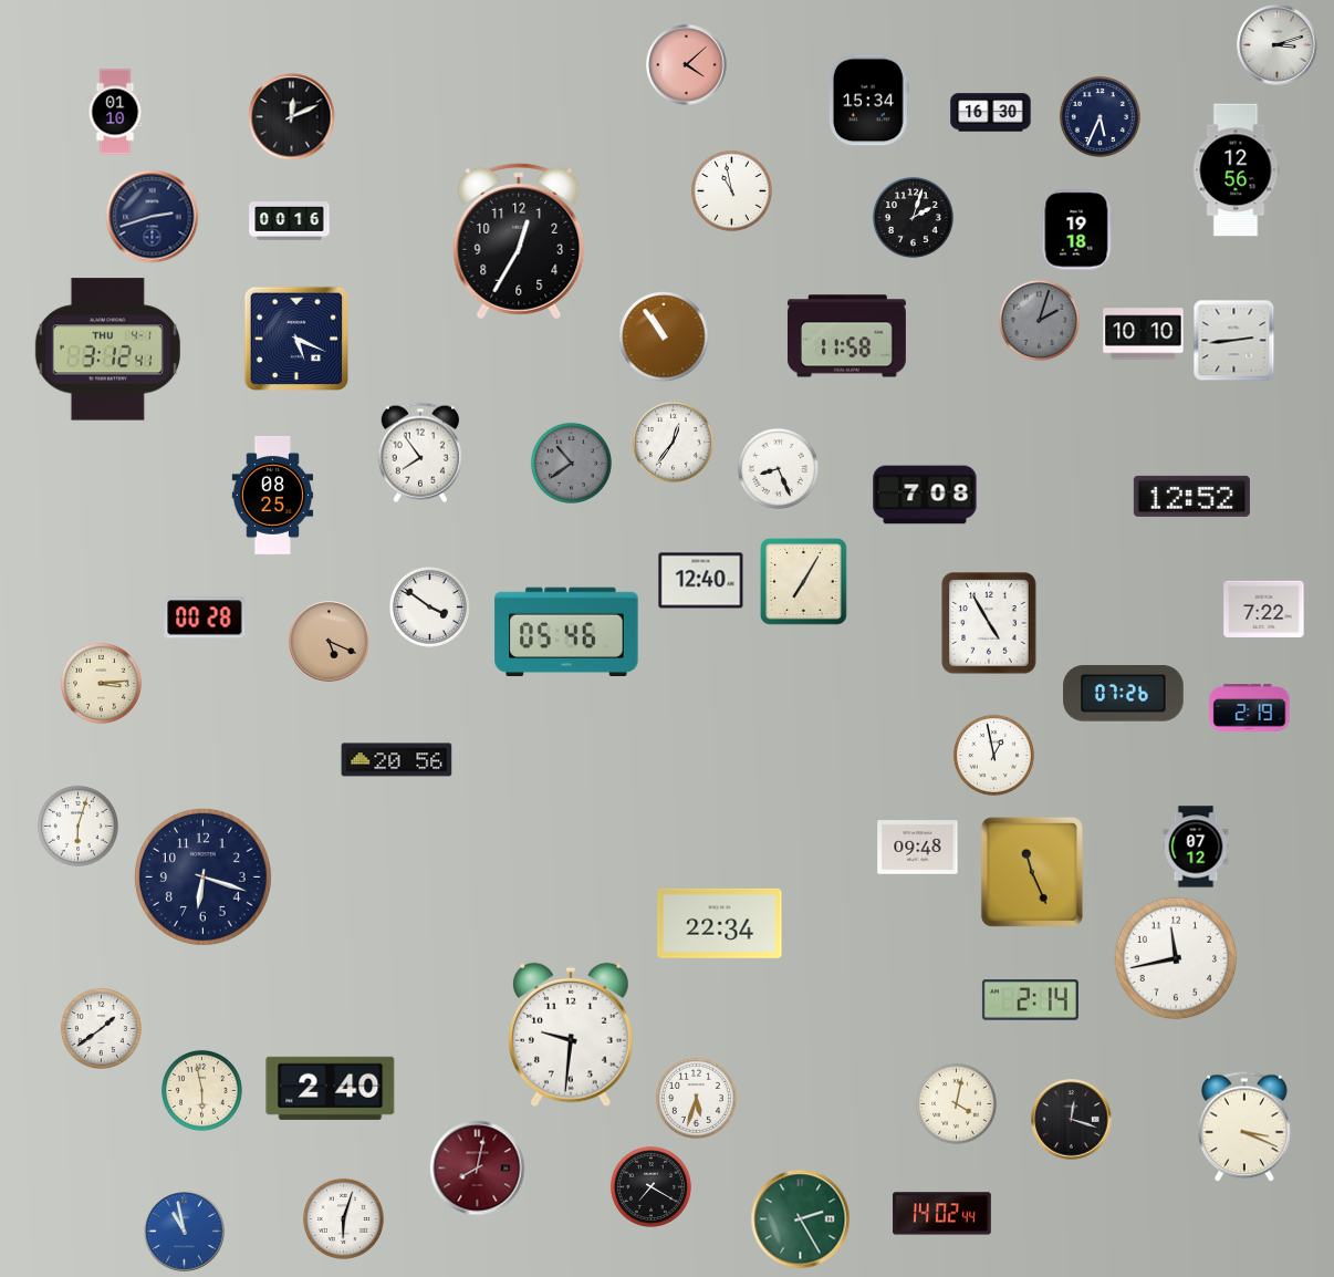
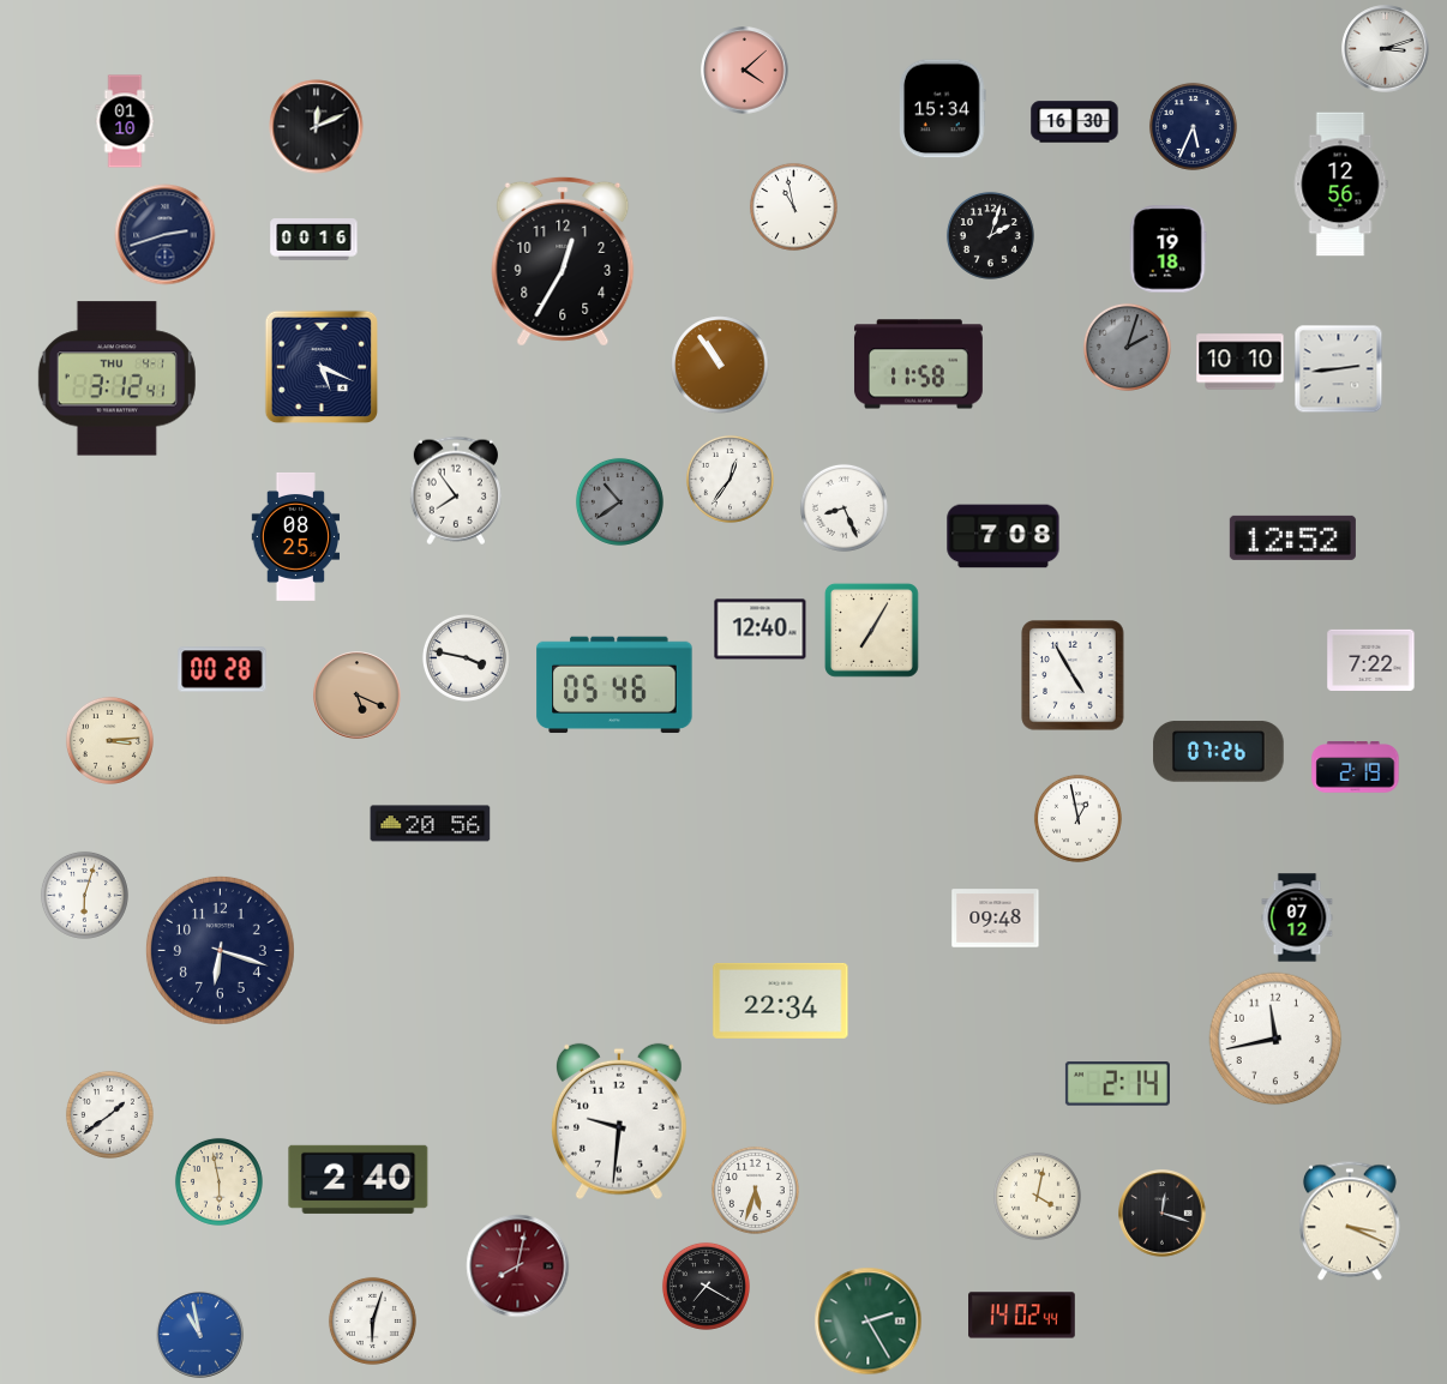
clock at (429, 606): 3:51 -> 3:47
clock at (1032, 872): 11:26 -> none
